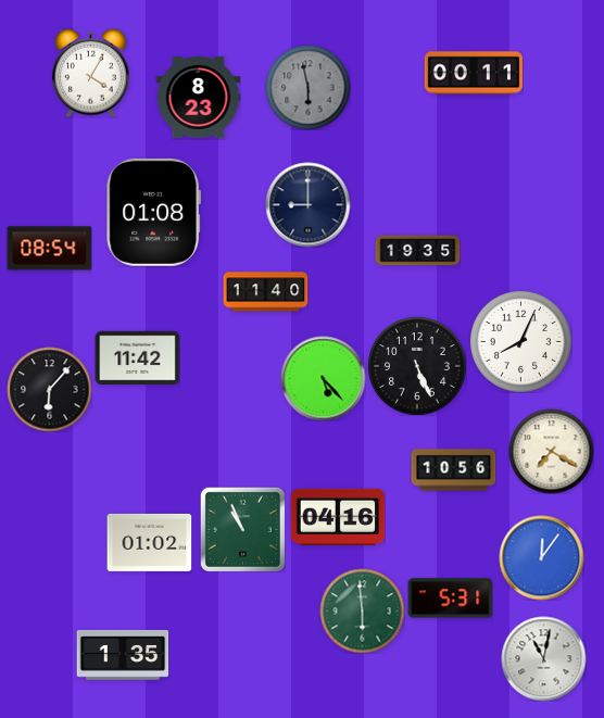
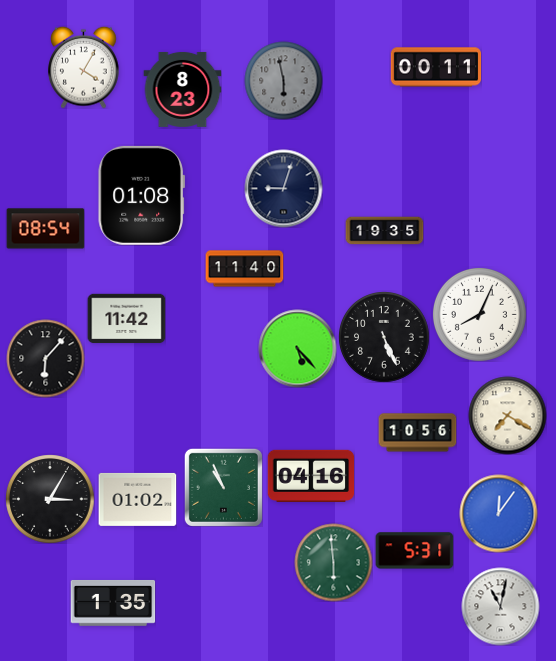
clock at (307, 204): 9:00 -> 9:03
clock at (137, 358) position: (137, 358) -> (126, 319)
clock at (50, 499): none -> 3:05
